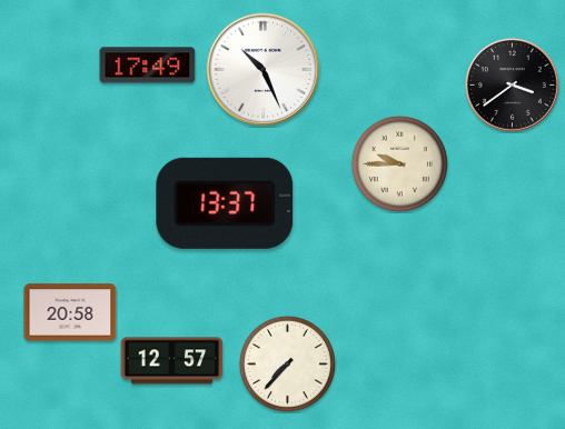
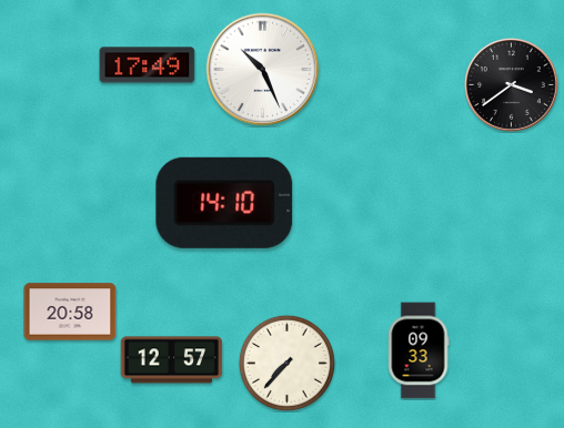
clock at (399, 163): 9:45 -> none
clock at (225, 203): 13:37 -> 14:10
clock at (419, 350): none -> 09:33
